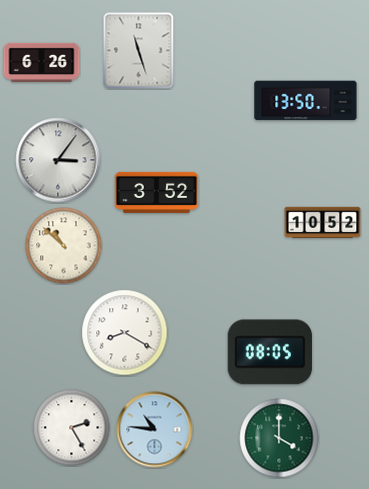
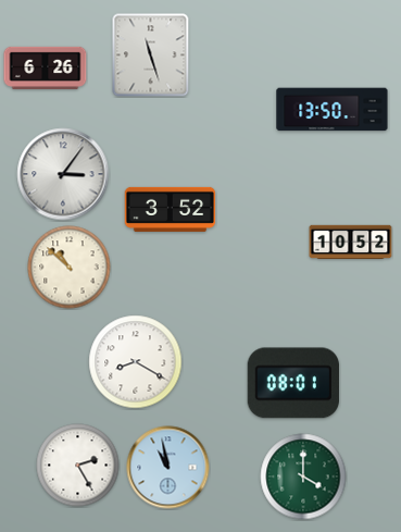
clock at (270, 352): 08:05 -> 08:01
clock at (155, 430): 10:46 -> 10:58
